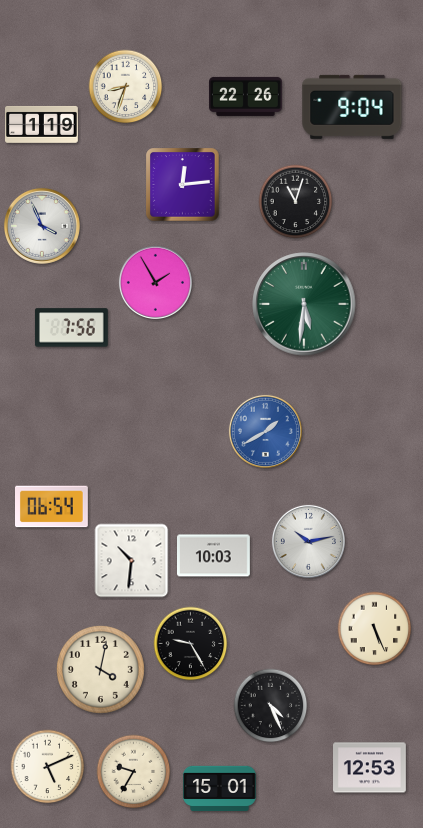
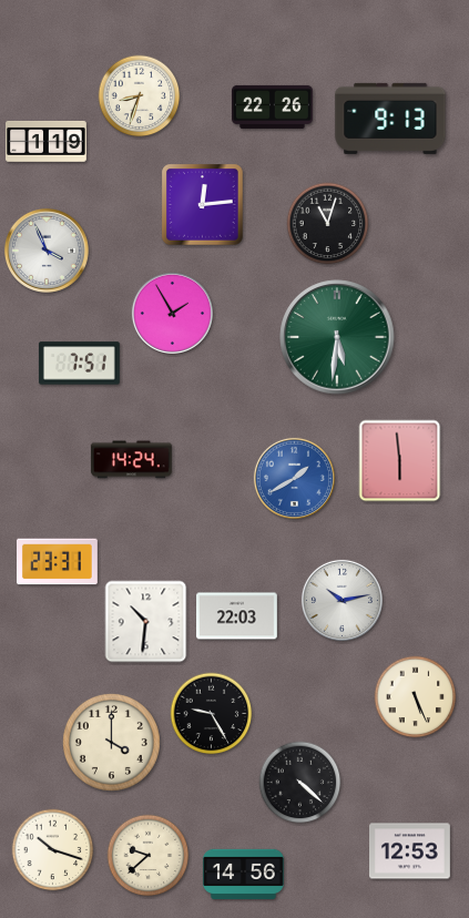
clock at (352, 107): 9:04 -> 9:13
clock at (42, 124) position: (42, 124) -> (47, 141)
clock at (71, 328): 7:56 -> 7:51
clock at (131, 460): none -> 14:24
clock at (400, 461): none -> 5:59
clock at (52, 507): 06:54 -> 23:31
clock at (214, 556): 10:03 -> 22:03
clock at (100, 669): 4:02 -> 4:00
clock at (271, 706): 4:26 -> 4:22
clock at (48, 767): 5:11 -> 10:18
clock at (134, 772): 9:35 -> 9:38
clock at (220, 789): 15:01 -> 14:56
